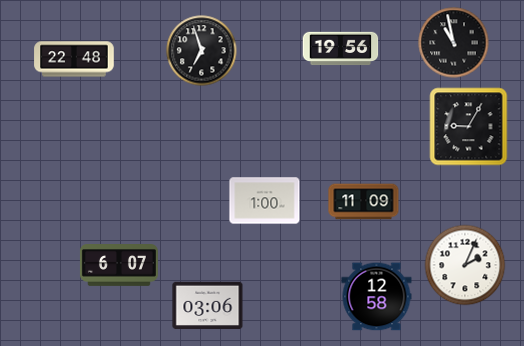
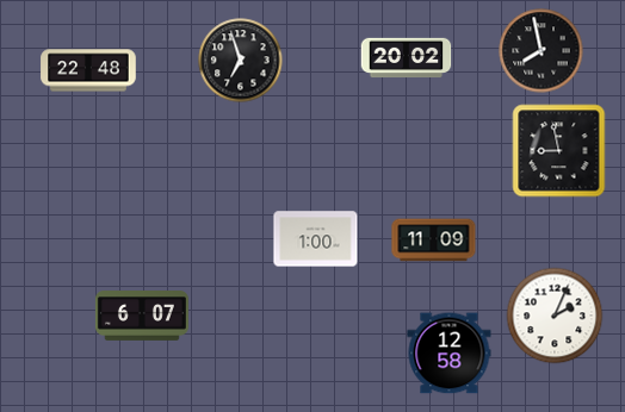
clock at (454, 43): 10:58 -> 7:58
clock at (341, 49): 19:56 -> 20:02
clock at (469, 127): 9:05 -> 8:58
clock at (208, 306): 03:06 -> none
